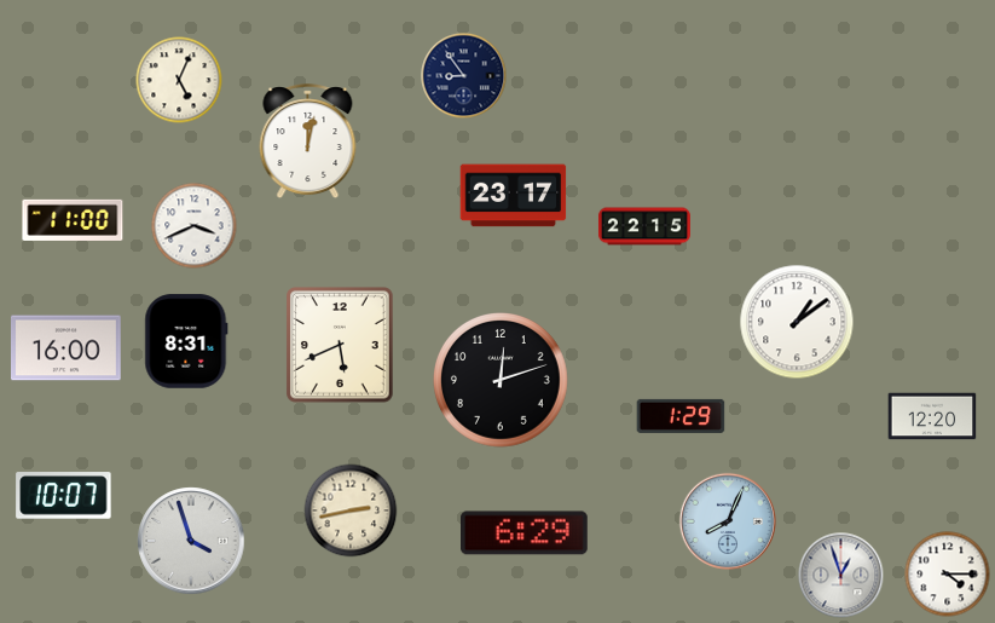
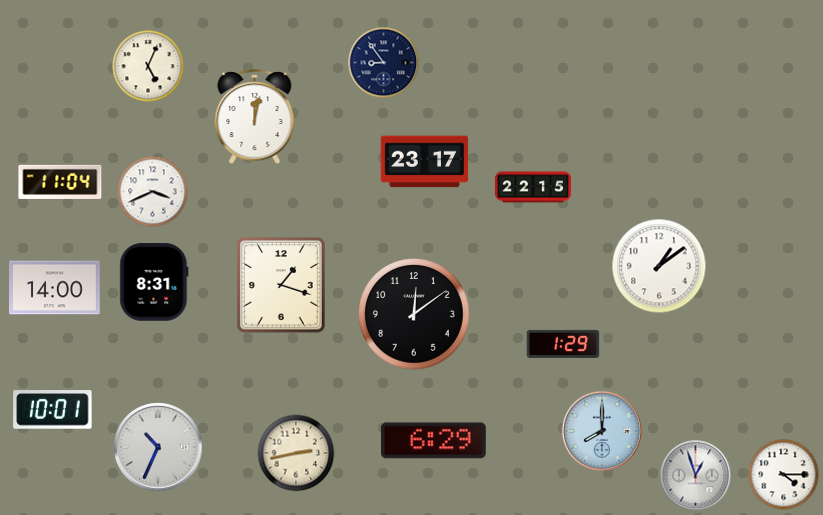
clock at (73, 220): 11:00 -> 11:04
clock at (195, 226) position: (195, 226) -> (153, 192)
clock at (341, 345): 5:41 -> 1:18
clock at (66, 348): 16:00 -> 14:00
clock at (502, 381): 12:12 -> 12:09
clock at (932, 416): 12:20 -> none
clock at (64, 496): 10:07 -> 10:01
clock at (351, 510) position: (351, 510) -> (296, 453)
clock at (727, 520): 8:04 -> 8:00
clock at (191, 541): 3:57 -> 10:34
